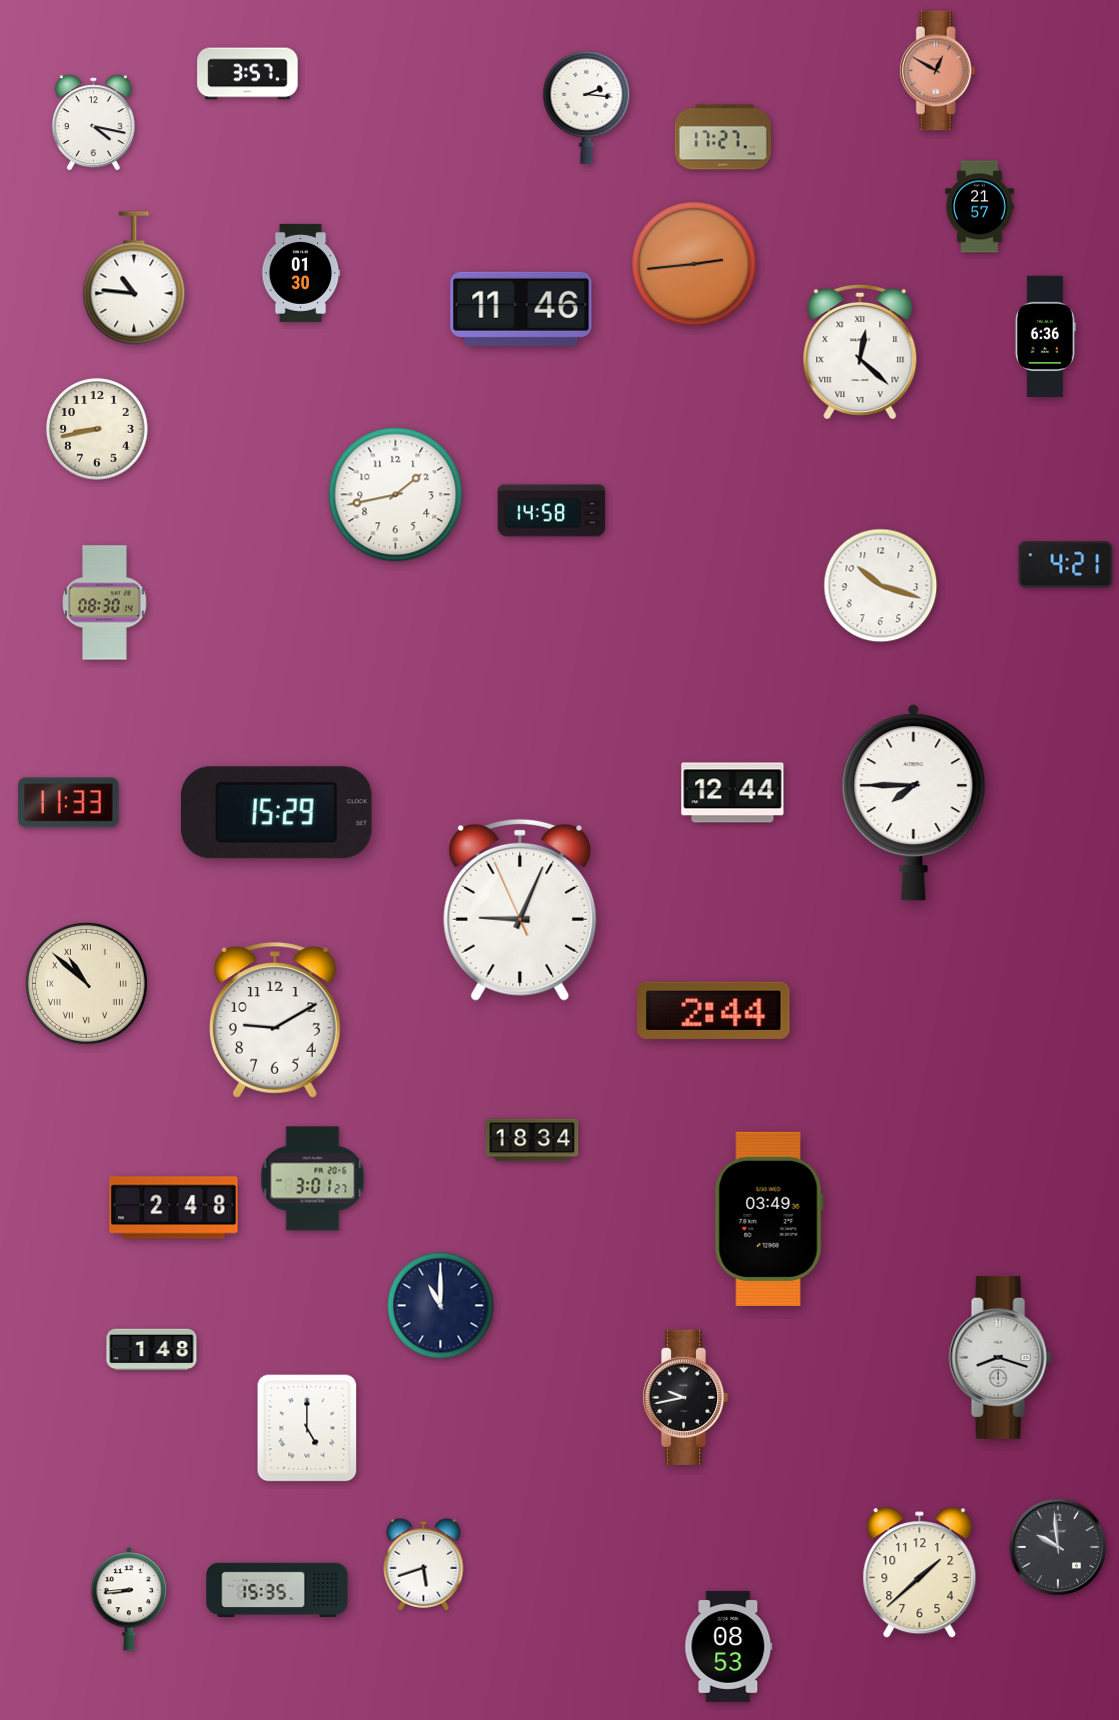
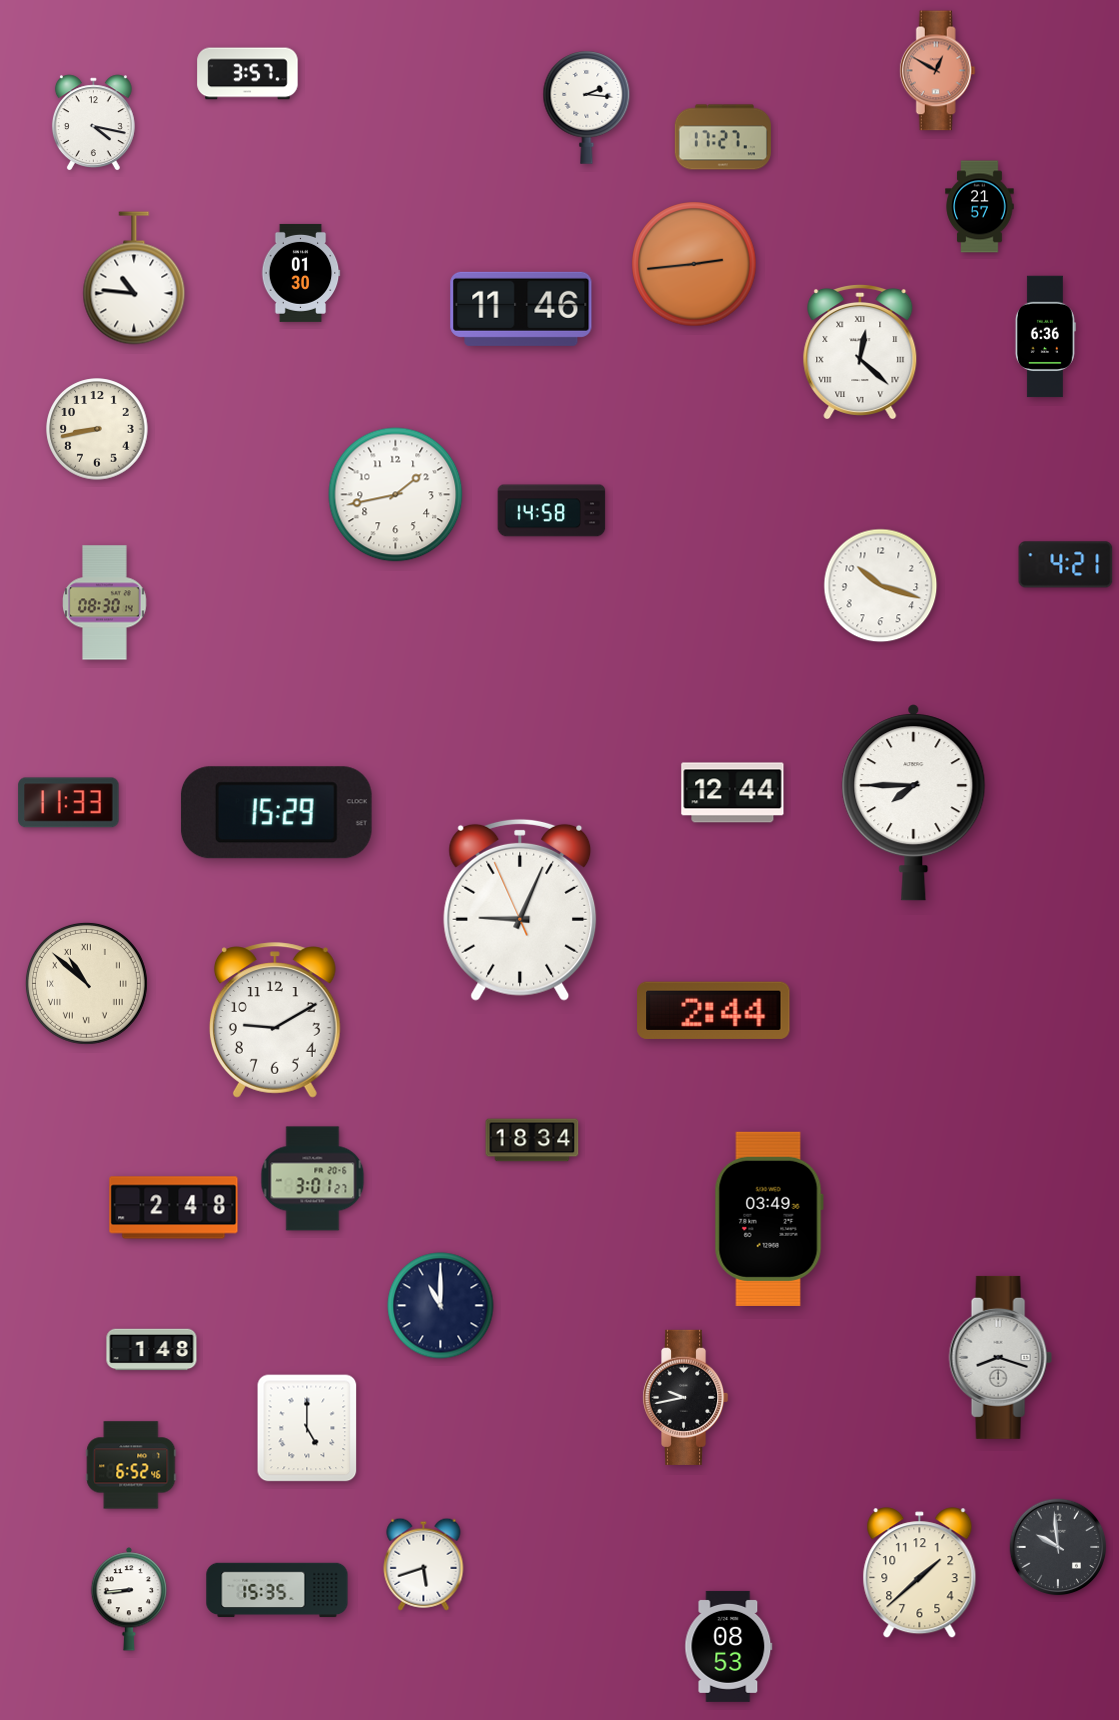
clock at (131, 1465): none -> 6:52
